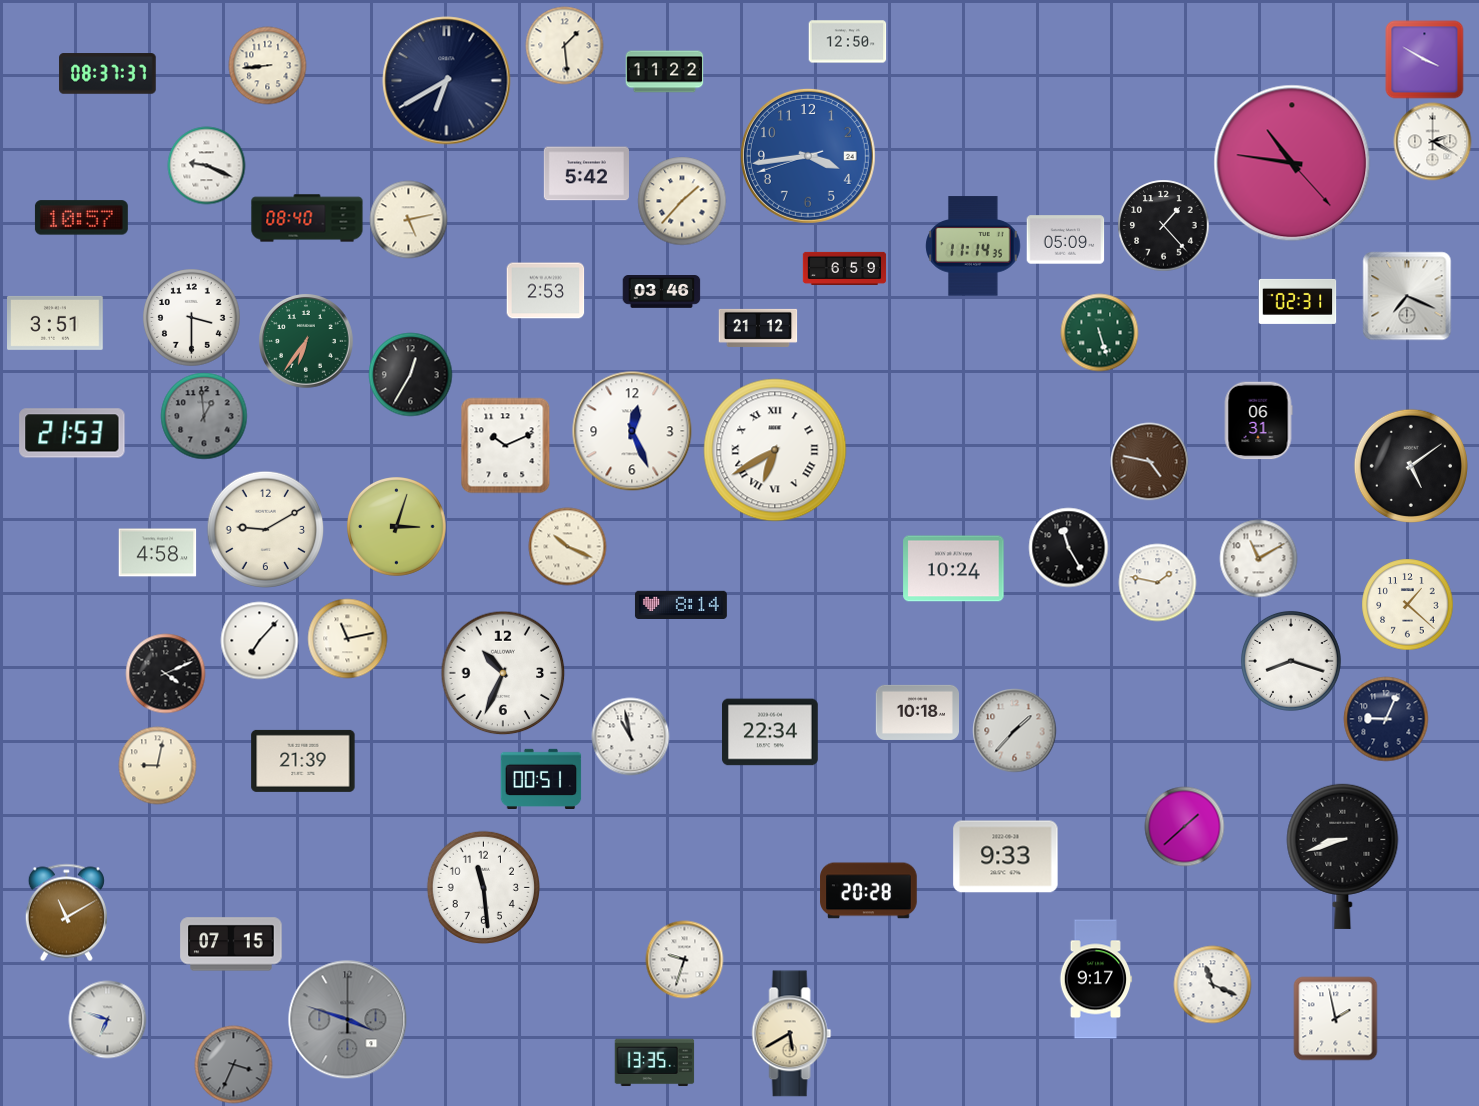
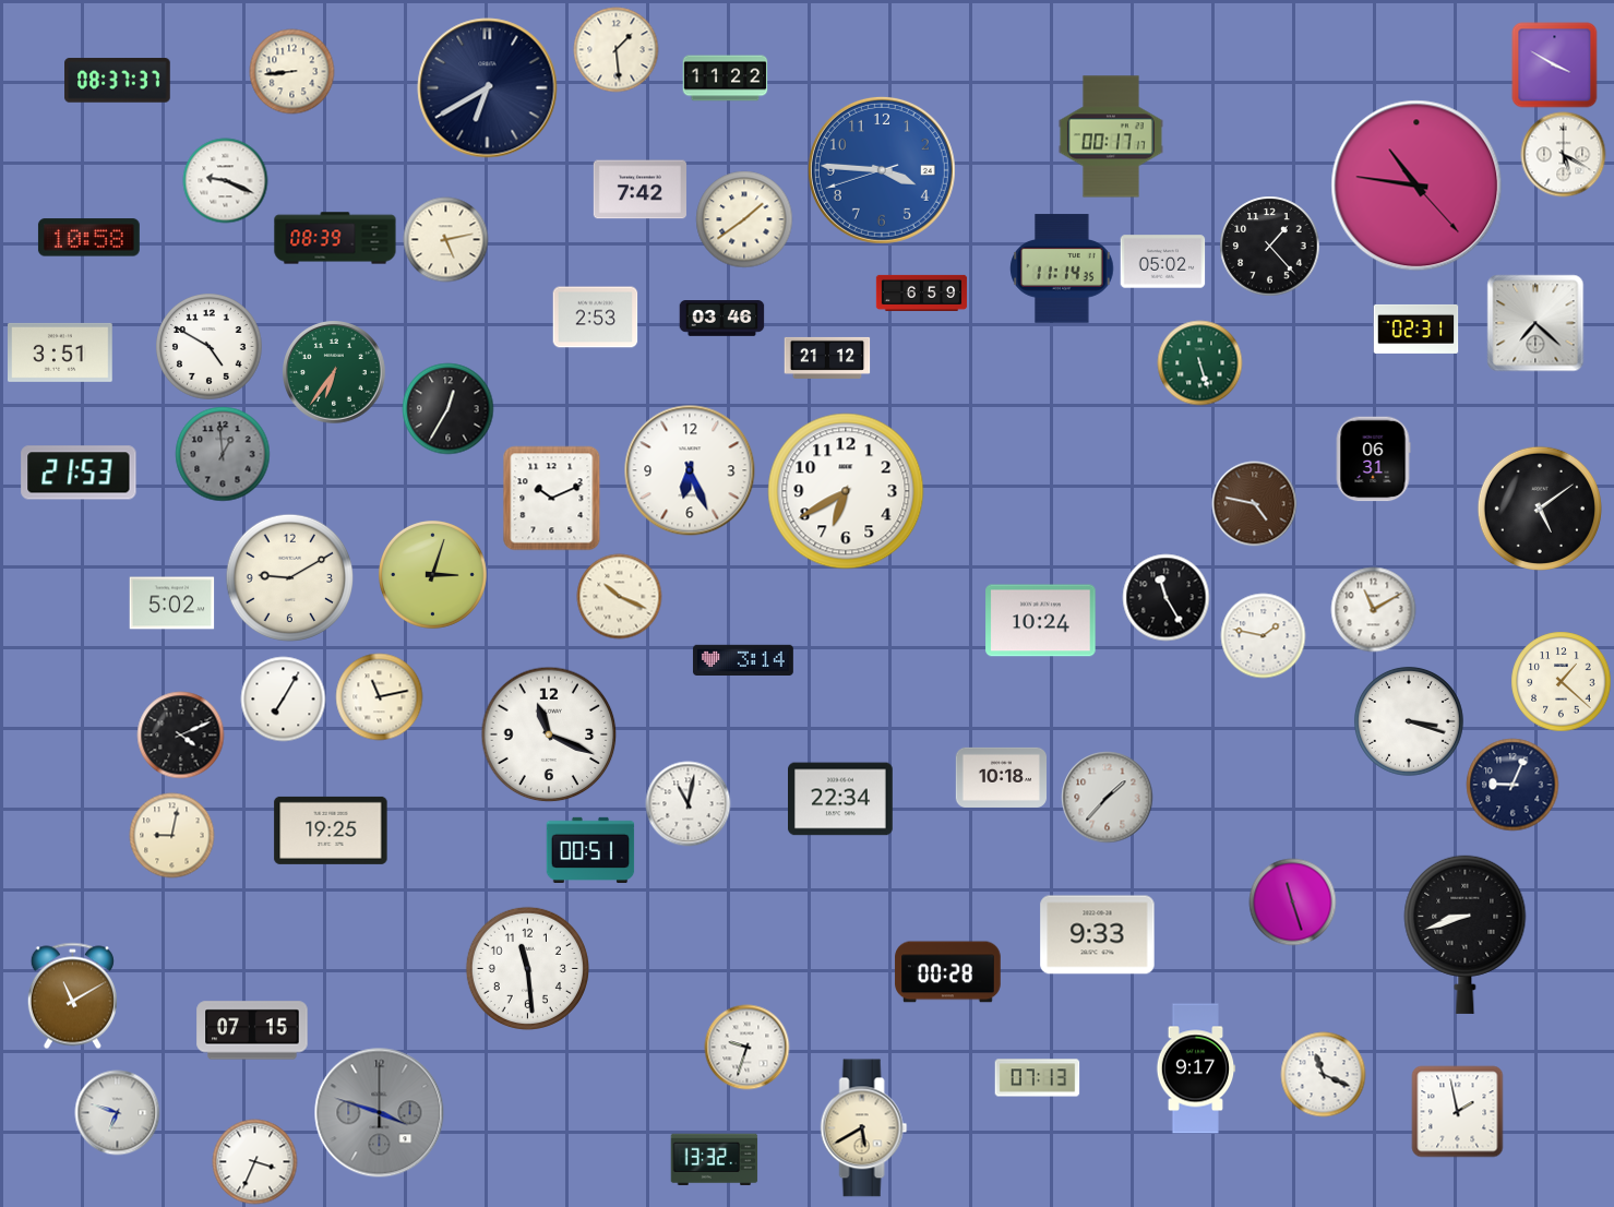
clock at (847, 42): 12:50 -> none
clock at (1111, 136): none -> 00:17
clock at (1432, 141): 2:20 -> 5:20
clock at (808, 156): 3:43 -> 3:45
clock at (1292, 163) position: (1292, 163) -> (1416, 186)
clock at (586, 174): 5:42 -> 7:42
clock at (682, 201): 1:37 -> 1:39
clock at (81, 218): 10:57 -> 10:58
clock at (307, 218): 08:40 -> 08:39
clock at (1065, 240): 05:09 -> 05:02
clock at (1407, 296): 7:19 -> 7:22
clock at (192, 318): 3:30 -> 4:50
clock at (632, 431): 12:26 -> 6:26
clock at (506, 445) position: (506, 445) -> (552, 498)
clock at (775, 450) numerals: Roman -> Arabic
clock at (157, 553): 4:58 -> 5:02
clock at (681, 604): 8:14 -> 3:14
clock at (1407, 604) position: (1407, 604) -> (1561, 681)
clock at (259, 640): 7:07 -> 7:05
clock at (1291, 661): 8:18 -> 3:18
clock at (503, 673): 10:34 -> 11:19
clock at (630, 736): 10:58 -> 11:02
clock at (303, 761): 21:39 -> 19:25
clock at (1184, 826): 1:38 -> 11:27
clock at (869, 891): 20:28 -> 00:28
clock at (1037, 1078): none -> 07:13
clock at (654, 1063): 13:35 -> 13:32
clock at (233, 1064) dial: grey -> white
